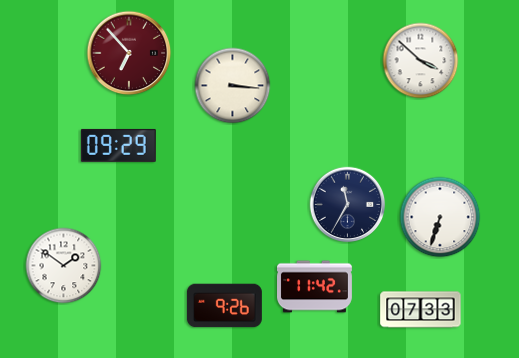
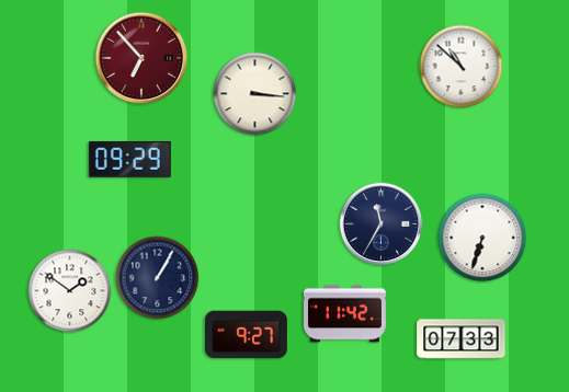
clock at (421, 61): 3:52 -> 10:52
clock at (158, 278): none -> 1:05
clock at (224, 306): 9:26 -> 9:27
